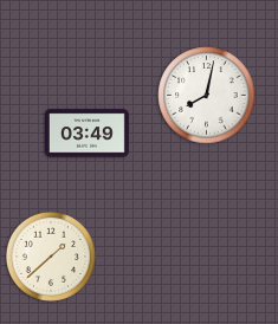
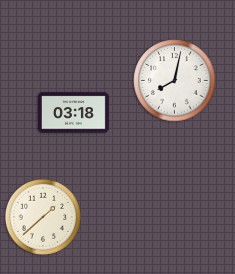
clock at (86, 134): 03:49 -> 03:18
